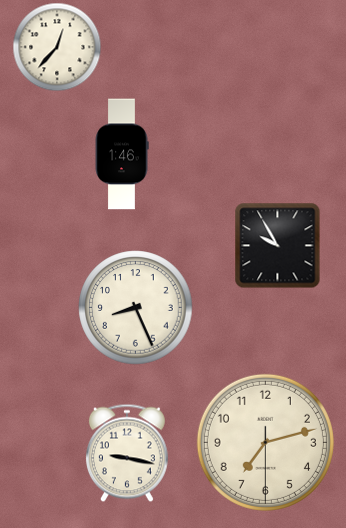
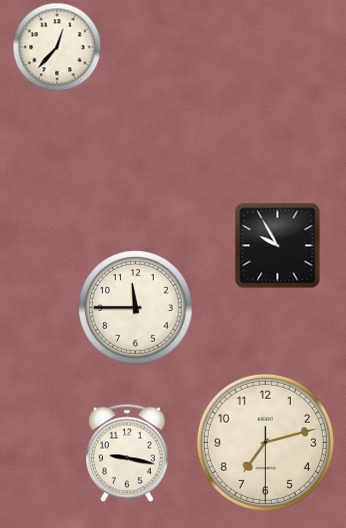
clock at (122, 154): 1:46 -> none
clock at (136, 308): 8:26 -> 11:45
